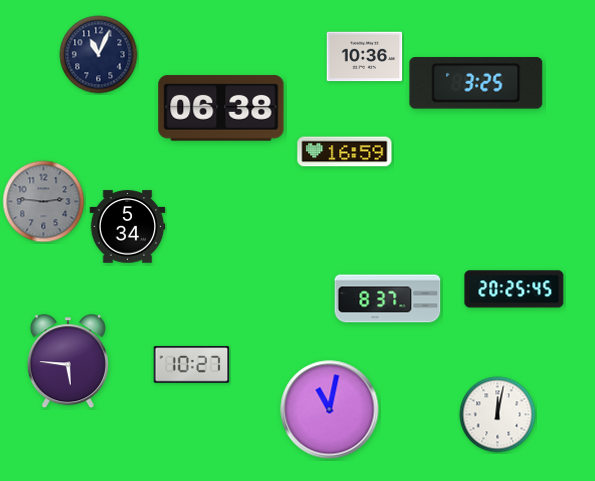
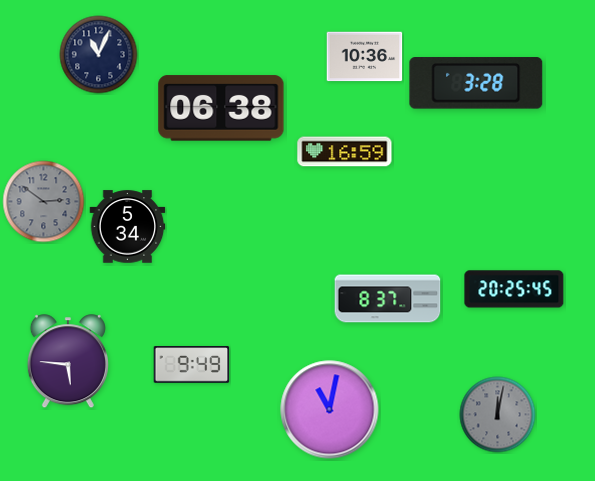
clock at (476, 83): 3:25 -> 3:28
clock at (44, 202): 2:46 -> 2:51
clock at (192, 365): 10:27 -> 9:49
clock at (498, 415) dial: white -> grey
